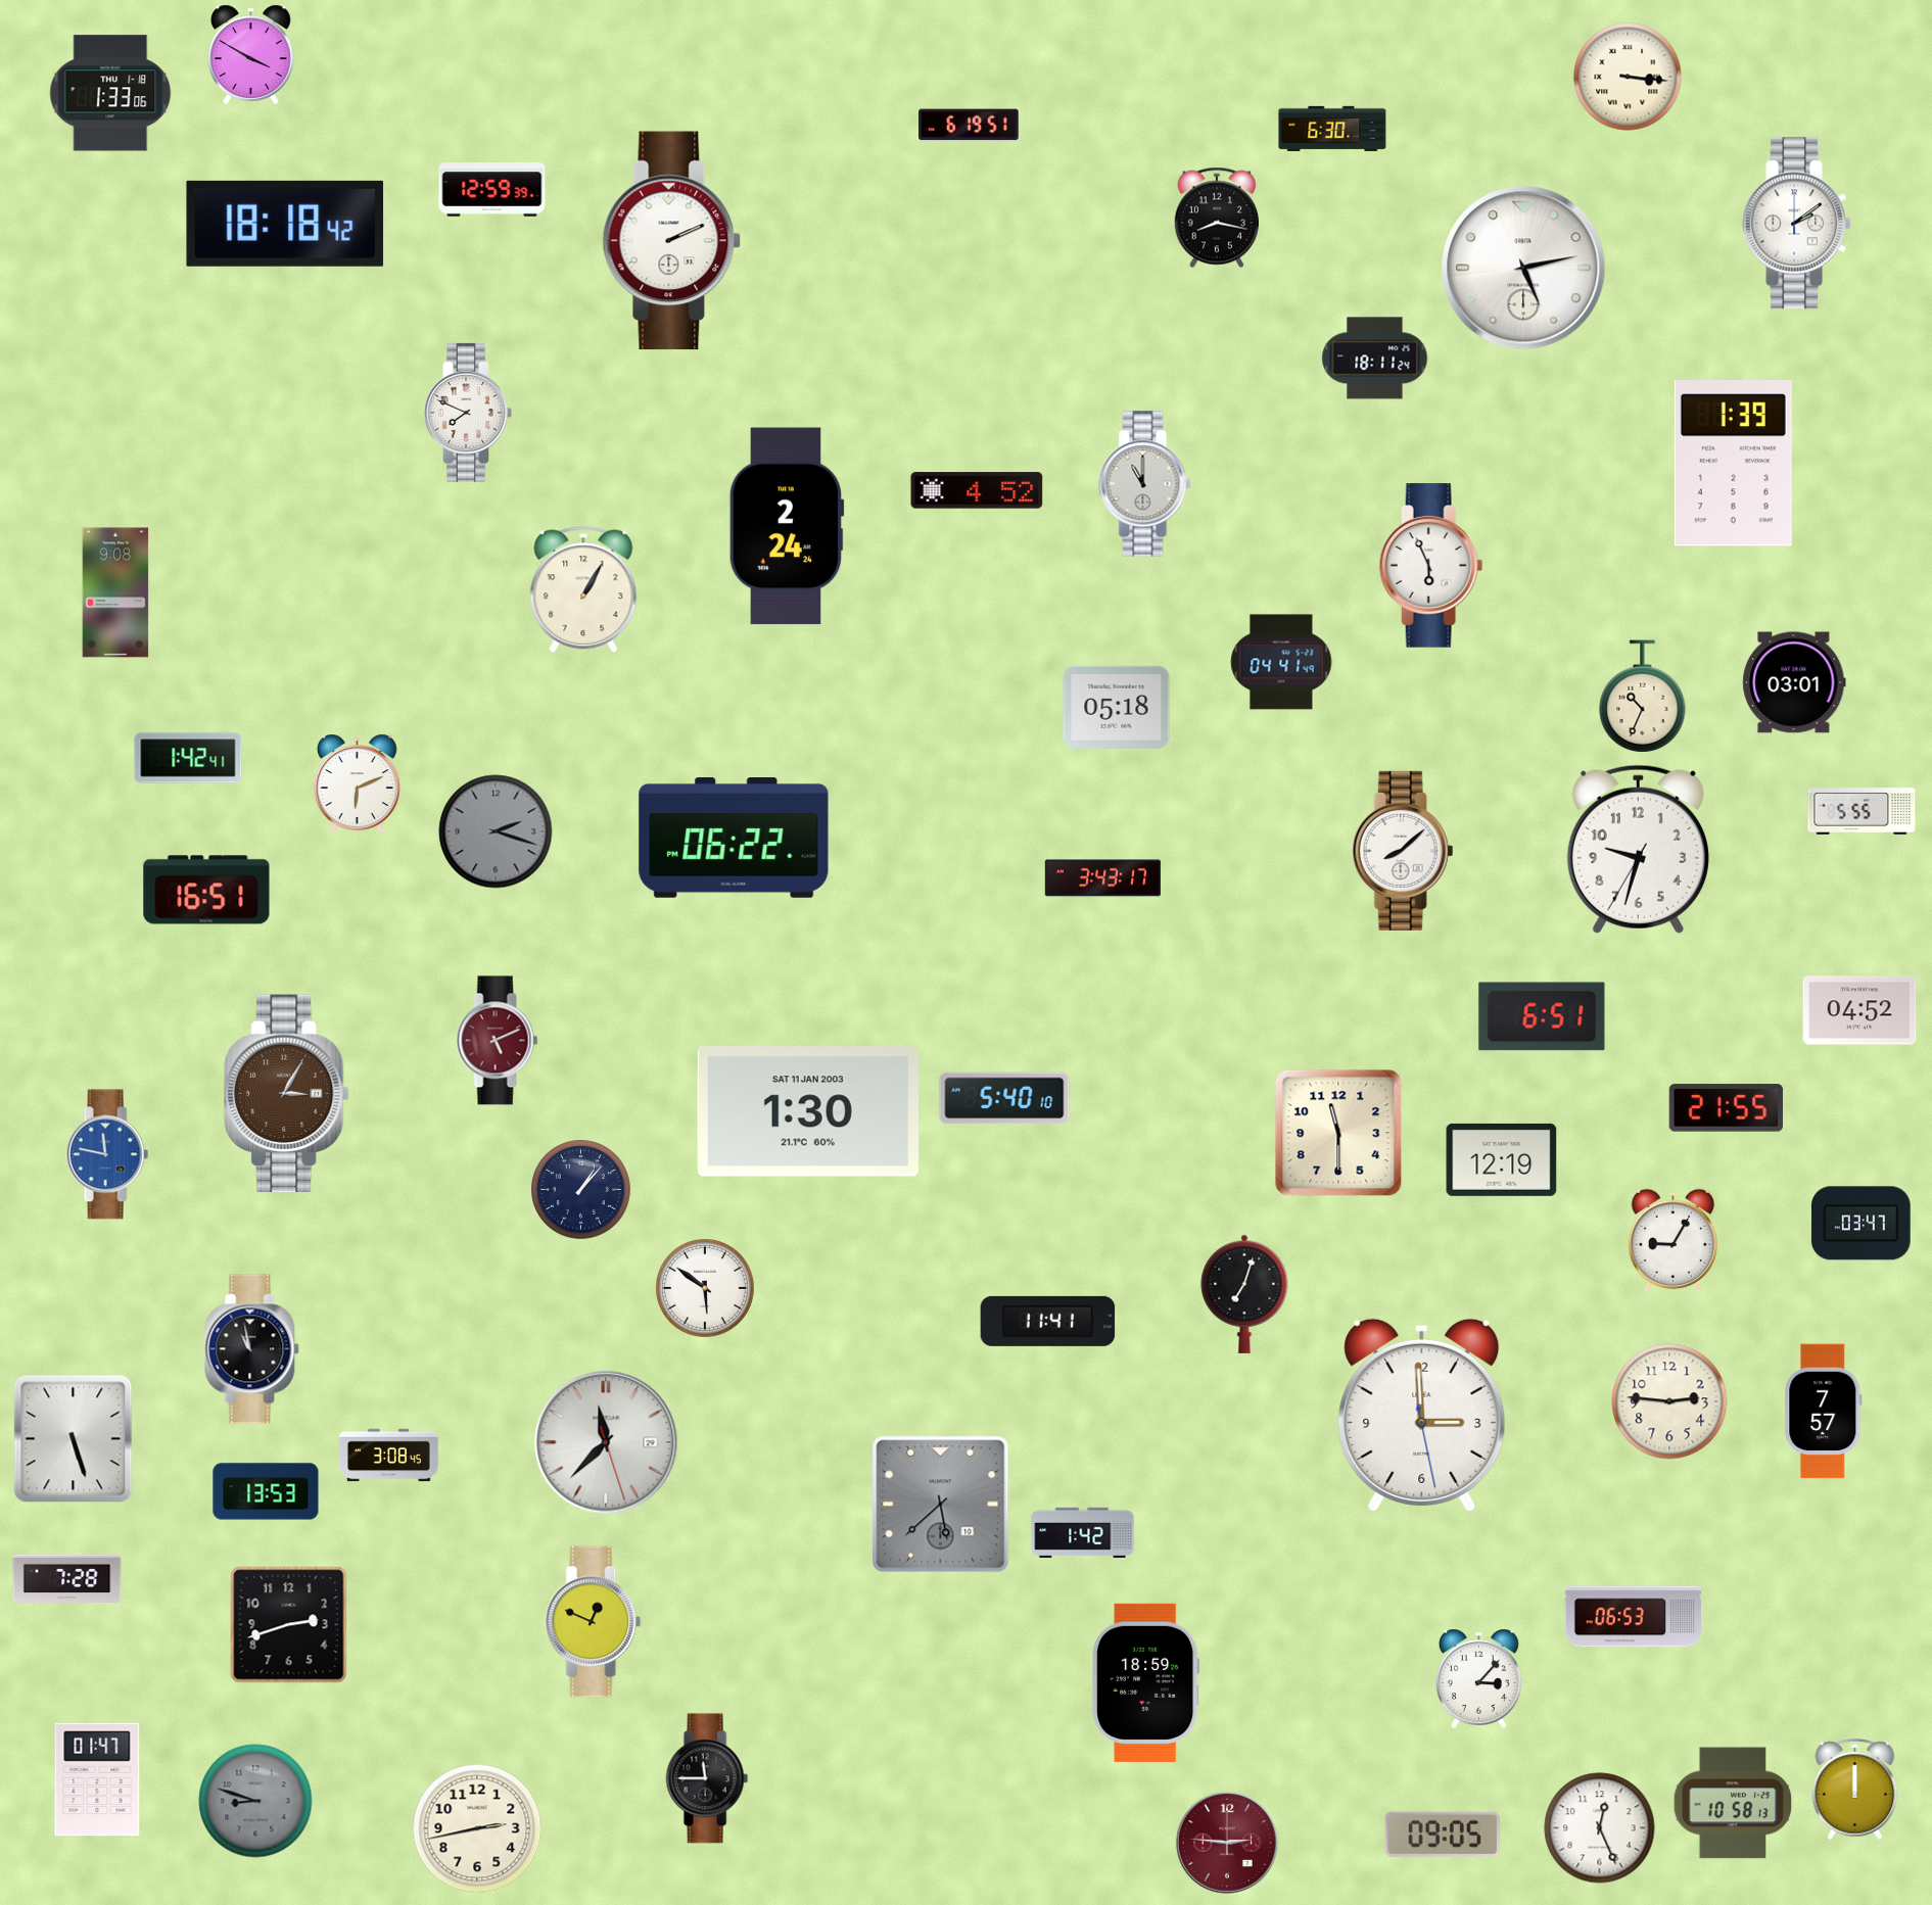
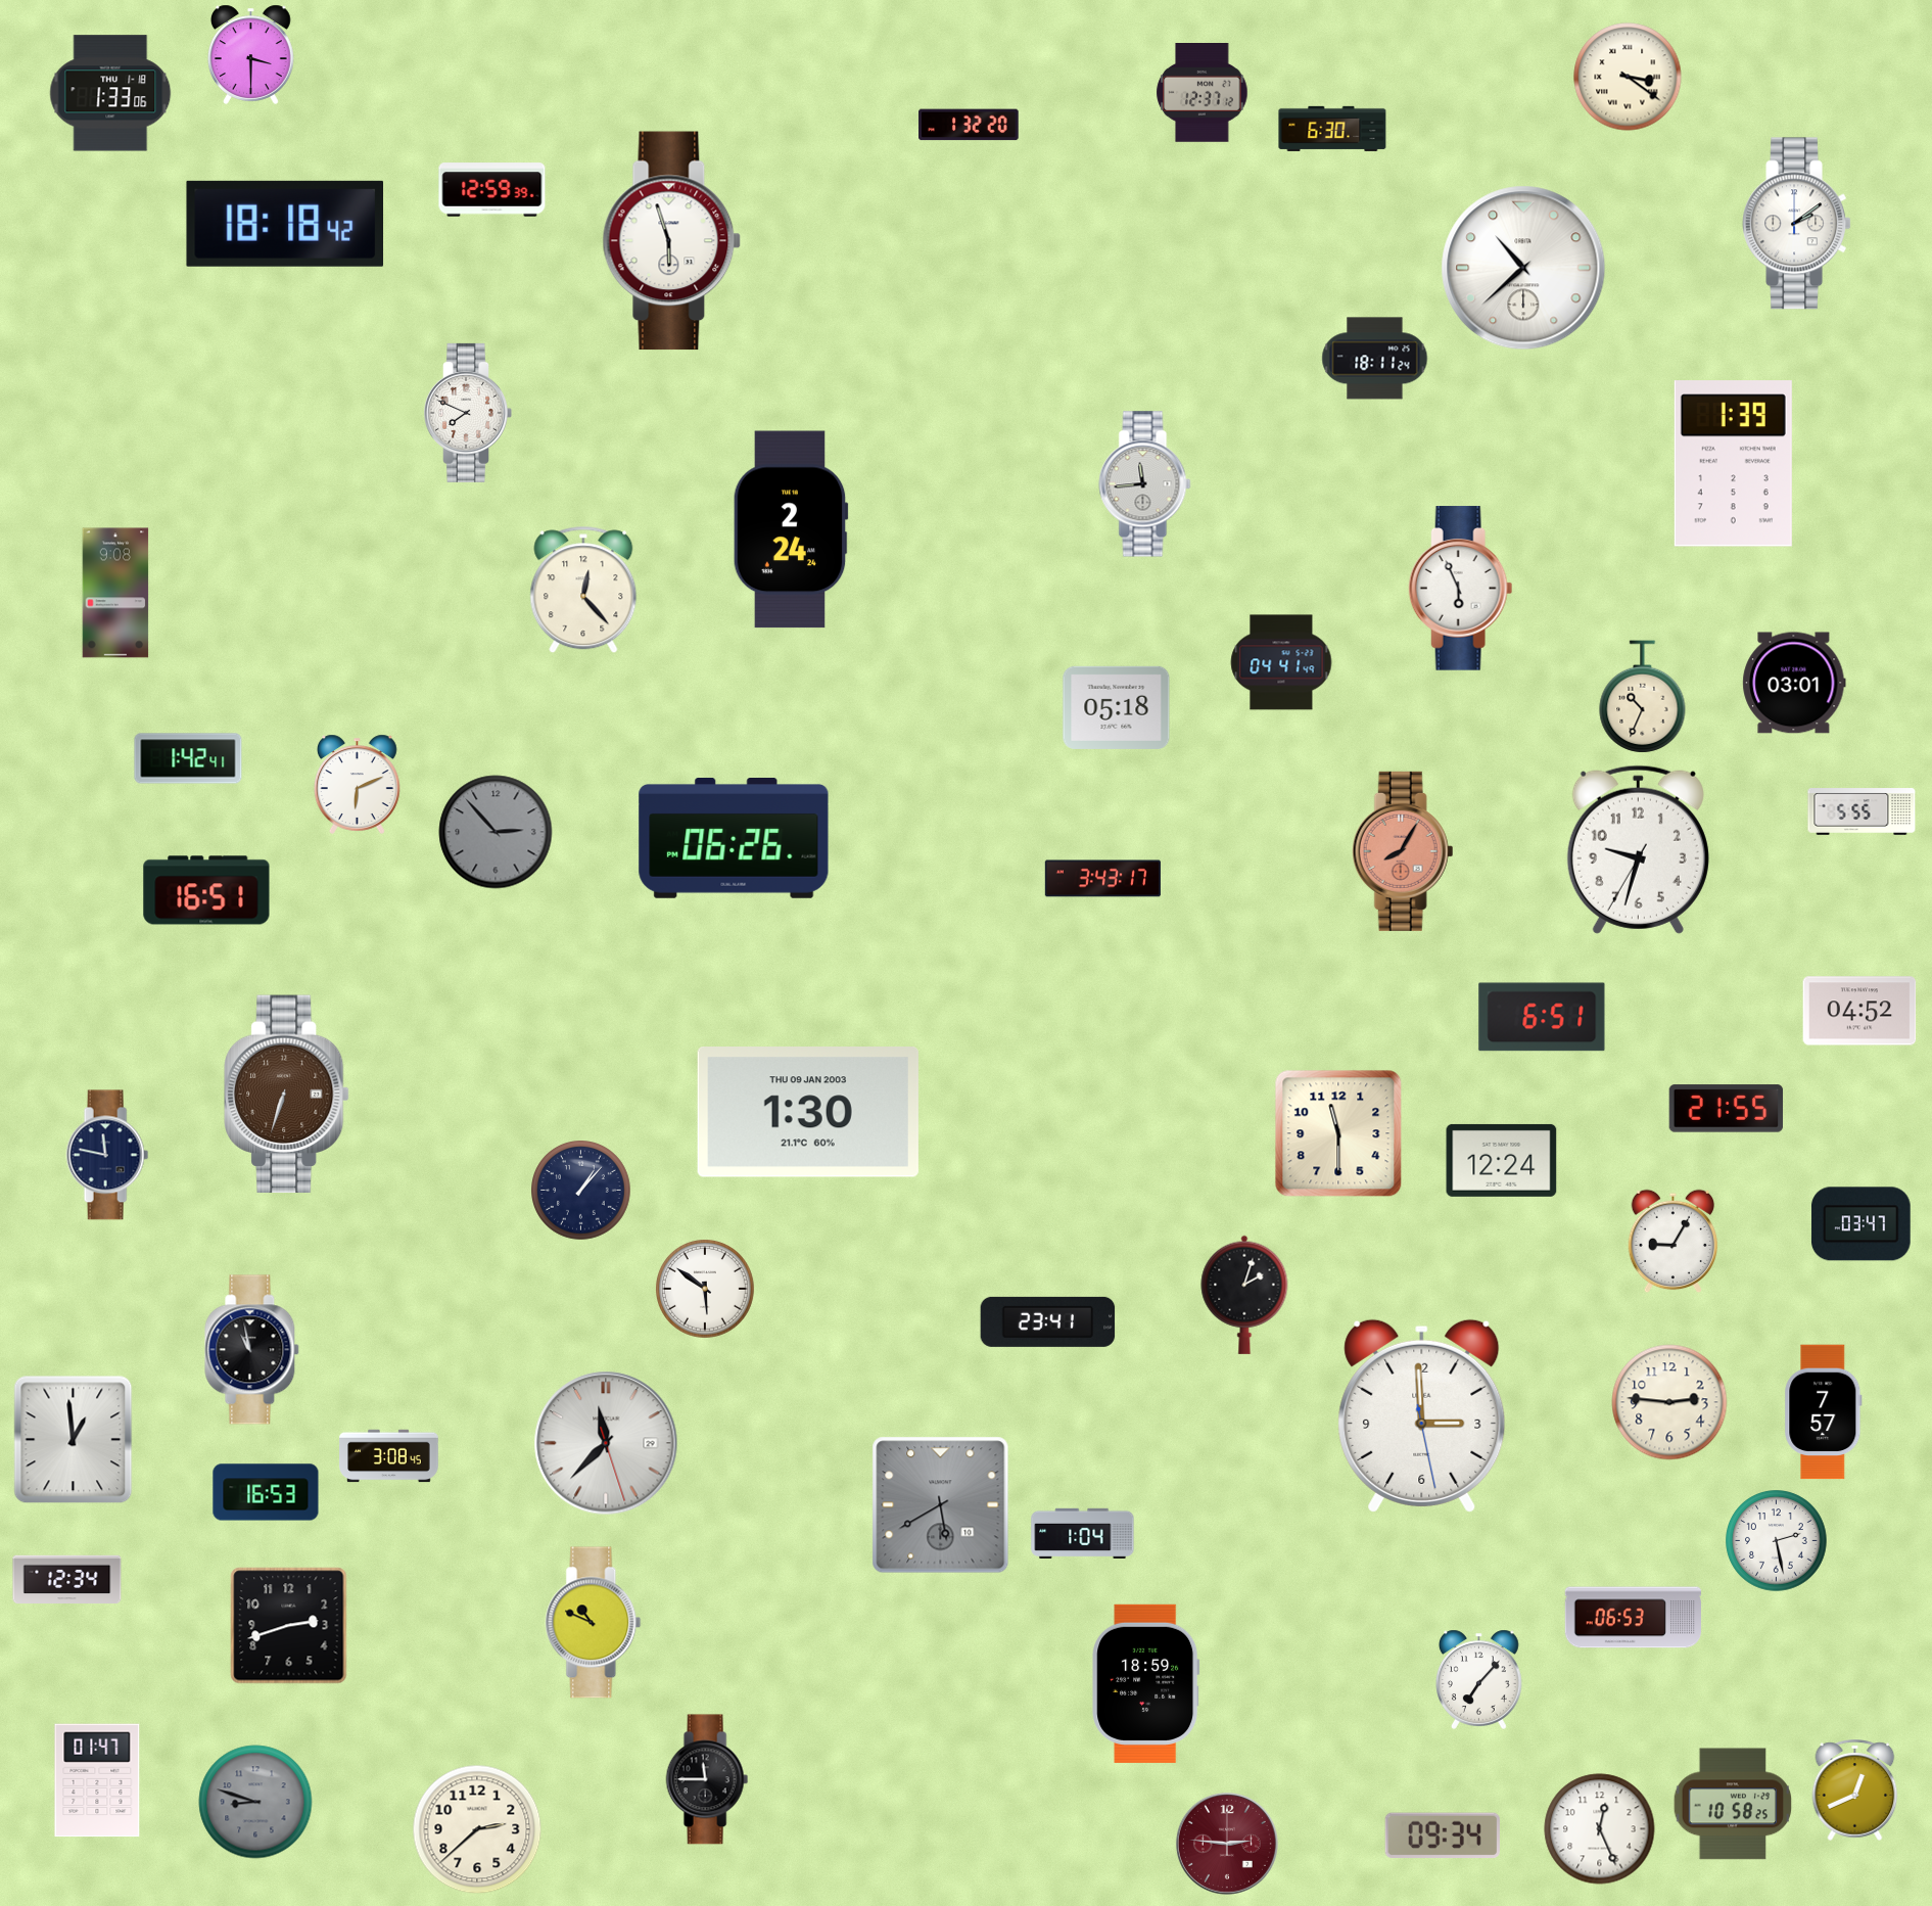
clock at (251, 54): 3:50 -> 3:30
clock at (1628, 77): 3:16 -> 3:21
clock at (1203, 93): none -> 12:37
clock at (969, 125): 6:19 -> 1:32
clock at (1216, 218): 8:17 -> none
clock at (672, 241): 2:11 -> 5:57
clock at (1523, 268): 5:13 -> 10:38
clock at (1145, 484): 11:00 -> 11:44
clock at (977, 490): 4:52 -> none
clock at (787, 526) position: (787, 526) -> (791, 529)
clock at (1431, 566) position: (1431, 566) -> (1461, 589)
clock at (583, 589): 1:05 -> 12:23
clock at (496, 831): 2:18 -> 2:53
clock at (734, 839): 06:22 -> 06:26
clock at (1403, 851): 8:08 -> 8:05
clock at (1403, 851) dial: white -> salmon
clock at (498, 1041): 5:11 -> none
clock at (287, 1094): 3:05 -> 6:33
clock at (1004, 1098): 5:40 -> none
clock at (808, 1112) date: SAT 11 JAN 2003 -> THU 09 JAN 2003
clock at (107, 1154) dial: blue -> navy
clock at (1502, 1159): 12:19 -> 12:24
clock at (1244, 1294): 7:03 -> 2:03
clock at (1048, 1321): 11:41 -> 23:41
clock at (74, 1439): 5:27 -> 12:59
clock at (266, 1491): 13:53 -> 16:53
clock at (941, 1505): 5:38 -> 5:40
clock at (1083, 1533): 1:42 -> 1:04
clock at (1777, 1541): none -> 2:28
clock at (67, 1579): 7:28 -> 12:34
clock at (594, 1622): 12:49 -> 10:49
clock at (1479, 1678): 3:07 -> 7:07
clock at (1855, 1789): 12:00 -> 12:41
clock at (1733, 1803): 10:58:13 -> 10:58:25
clock at (477, 1828): 2:43 -> 2:38
clock at (1443, 1835): 09:05 -> 09:34
